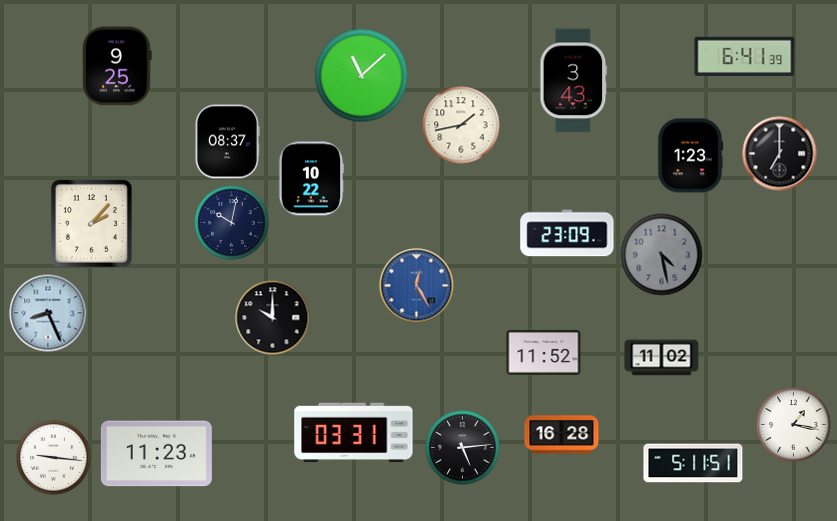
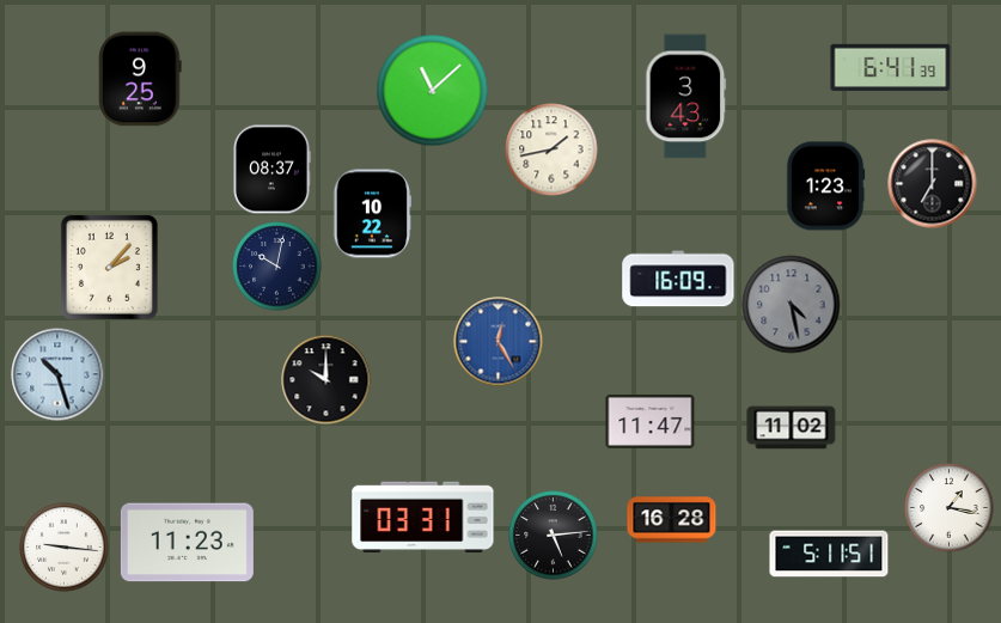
clock at (567, 233): 23:09 -> 16:09
clock at (48, 313): 8:26 -> 10:27
clock at (544, 352): 11:52 -> 11:47
